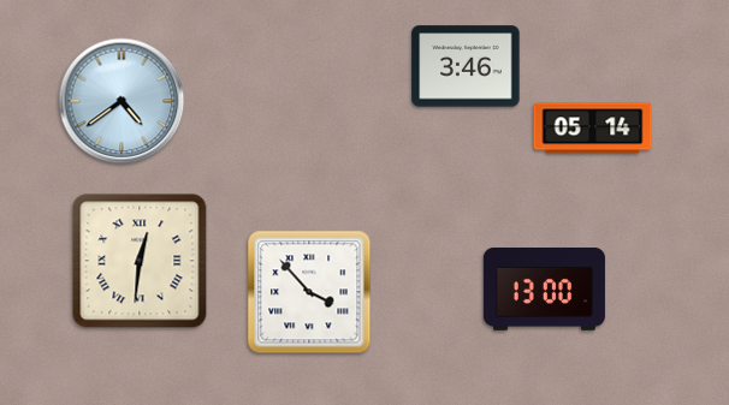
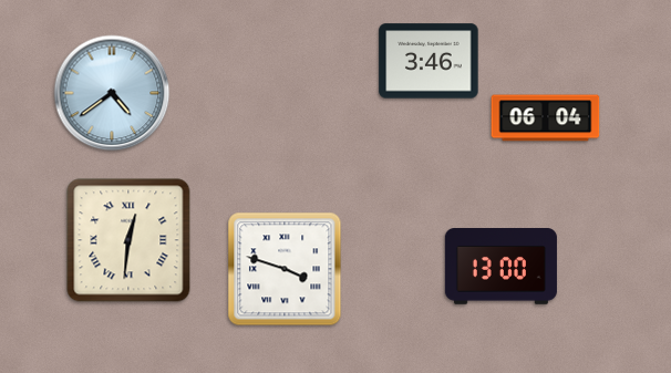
clock at (593, 129): 05:14 -> 06:04
clock at (309, 292): 3:53 -> 3:48
